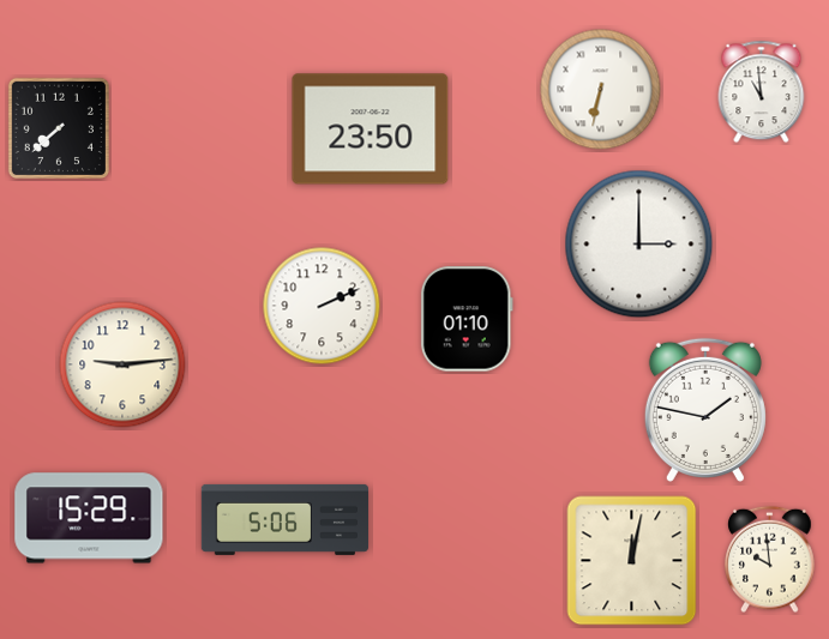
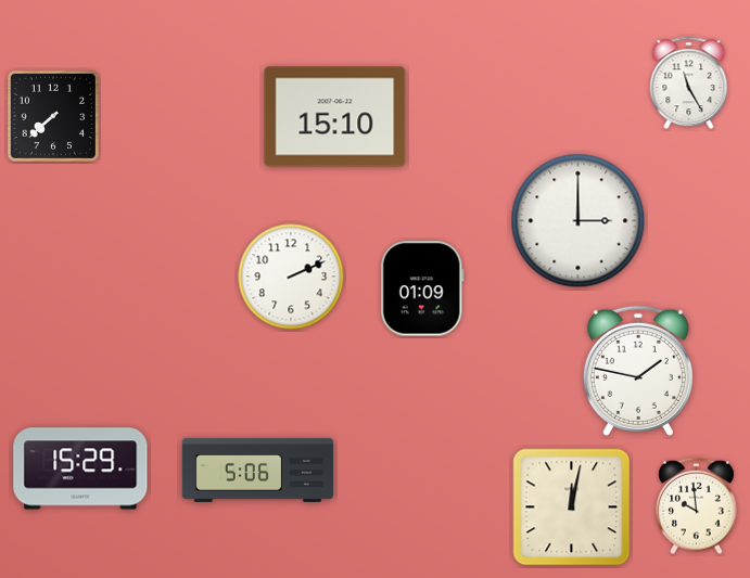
clock at (601, 90): 6:32 -> none
clock at (762, 92): 10:59 -> 11:25
clock at (371, 129): 23:50 -> 15:10
clock at (467, 319): 01:10 -> 01:09
clock at (122, 364): 9:14 -> none
